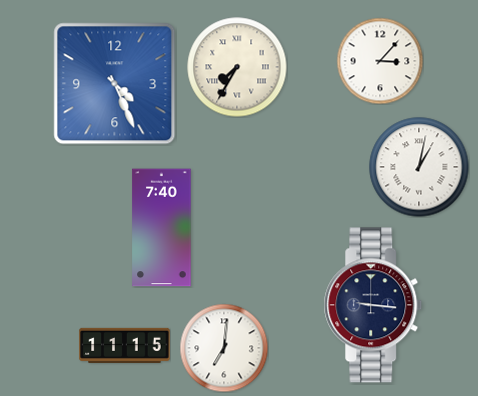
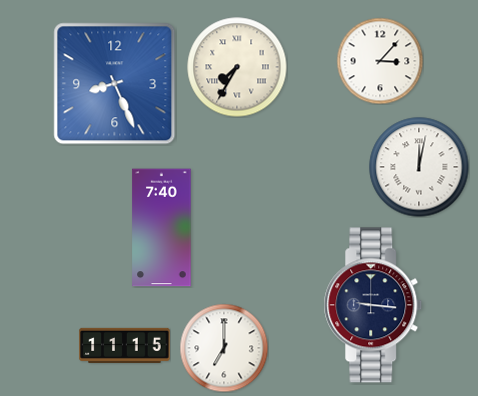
clock at (115, 84): 4:26 -> 8:26
clock at (419, 167): 1:02 -> 12:02
clock at (224, 348): 7:01 -> 7:00
